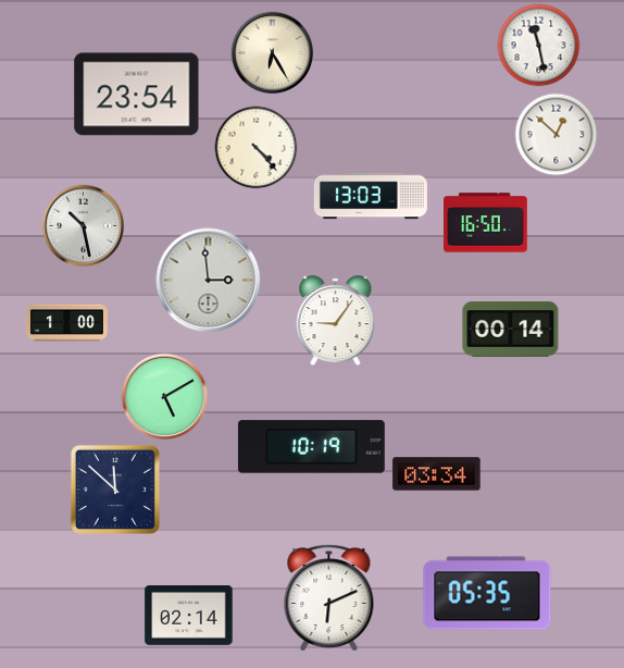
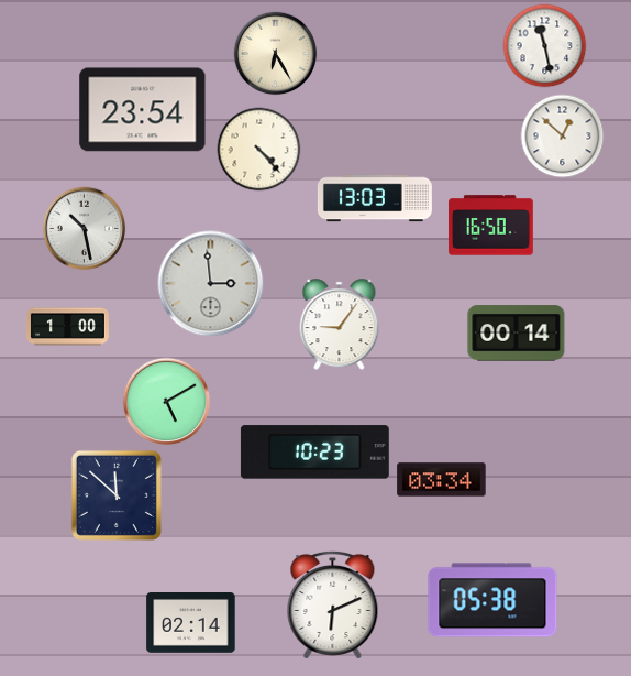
clock at (137, 95) position: (137, 95) -> (143, 110)
clock at (311, 447): 10:19 -> 10:23
clock at (487, 593): 05:35 -> 05:38
